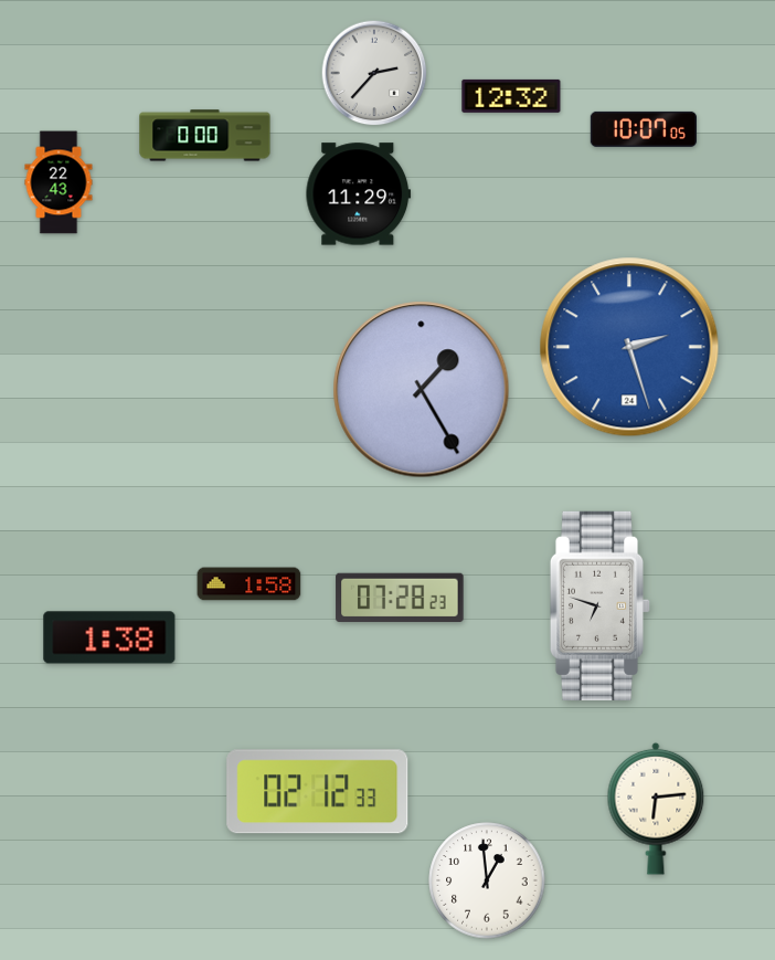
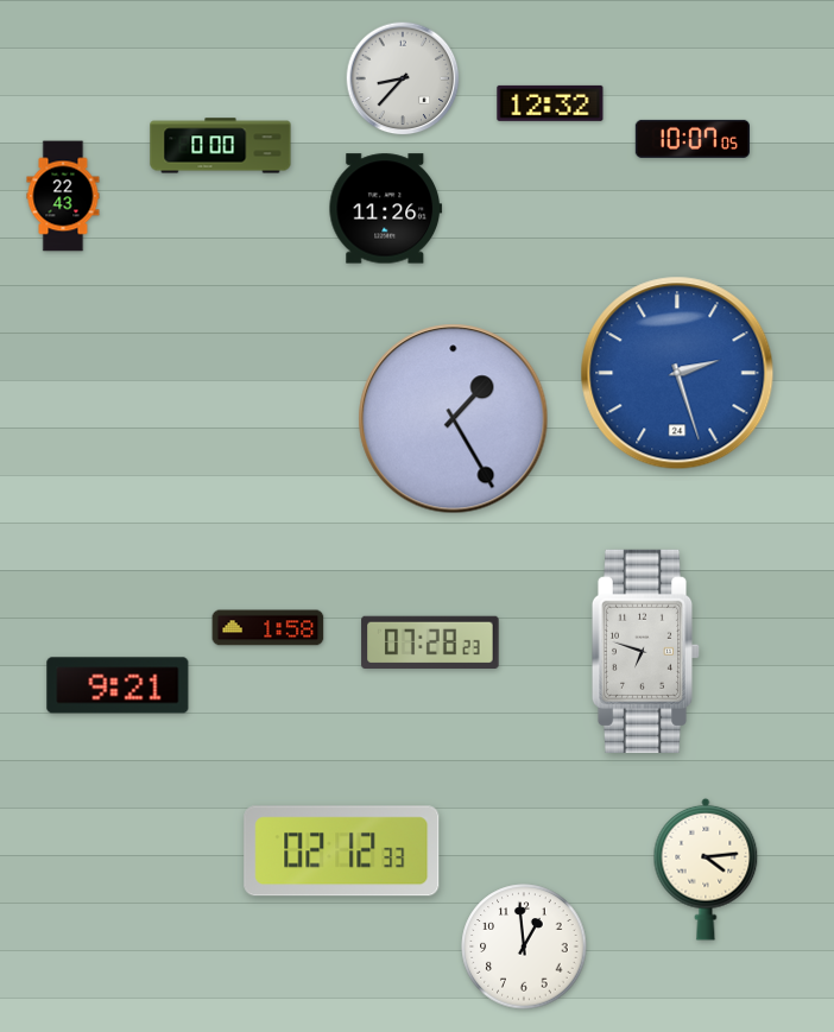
clock at (374, 73): 2:37 -> 8:37
clock at (358, 194): 11:29 -> 11:26
clock at (109, 637): 1:38 -> 9:21
clock at (656, 809): 6:14 -> 4:14
